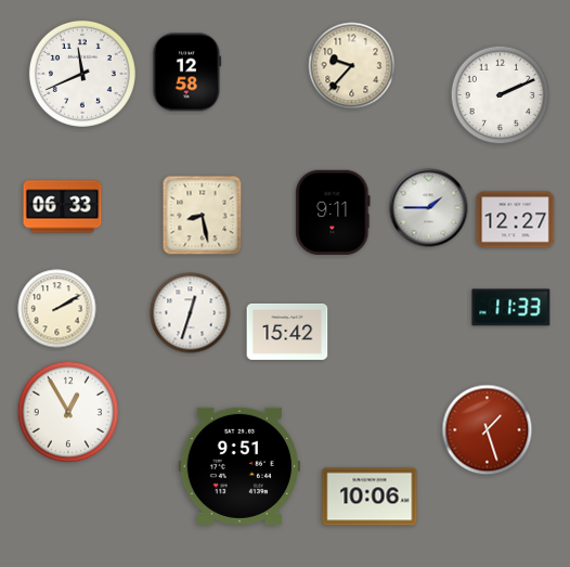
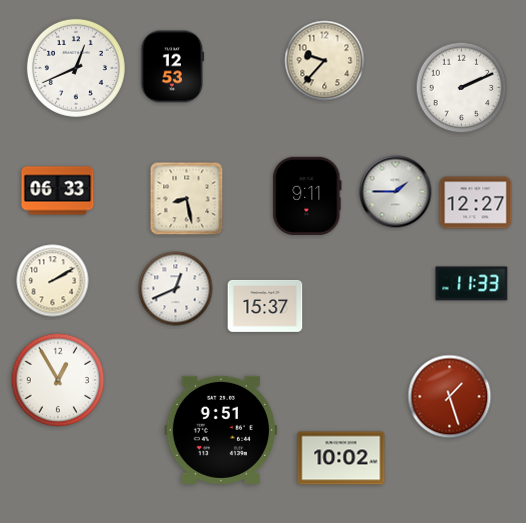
clock at (187, 73): 12:58 -> 12:53
clock at (82, 74): 11:41 -> 12:41
clock at (57, 309) position: (57, 309) -> (53, 281)
clock at (191, 313): 12:33 -> 12:41
clock at (287, 332): 15:42 -> 15:37
clock at (68, 412) position: (68, 412) -> (58, 380)
clock at (370, 497): 10:06 -> 10:02
